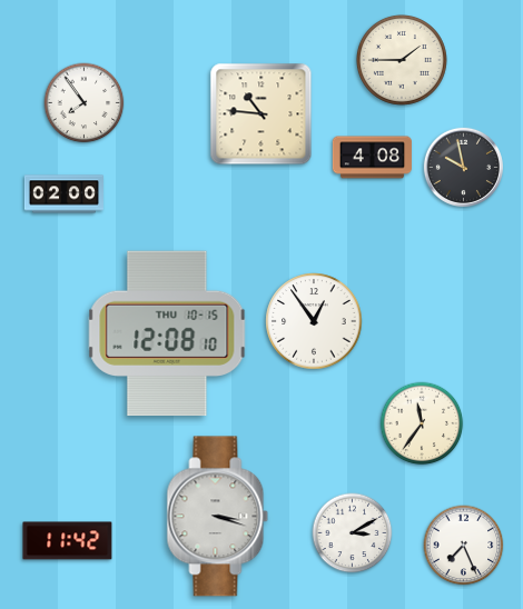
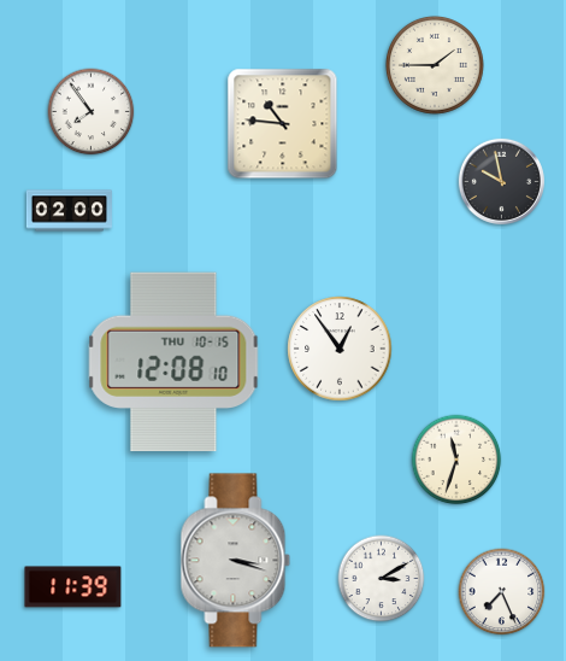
clock at (372, 158): 4:08 -> none
clock at (167, 333) position: (167, 333) -> (173, 362)
clock at (422, 423): 11:36 -> 11:33
clock at (68, 541): 11:42 -> 11:39
